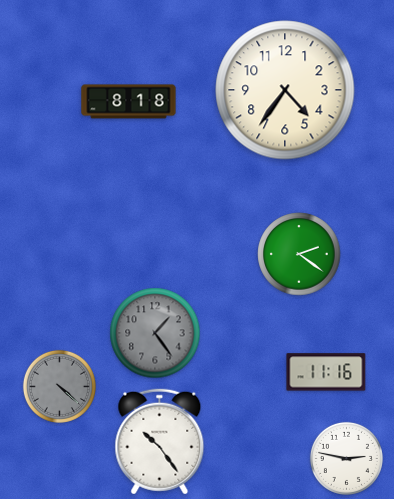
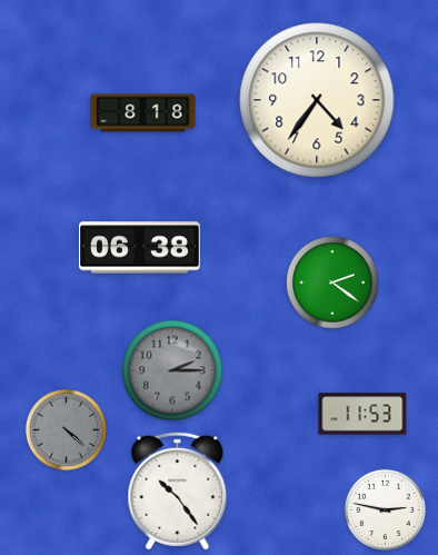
clock at (140, 248): none -> 06:38
clock at (155, 333): 1:24 -> 2:15
clock at (326, 372): 11:16 -> 11:53
